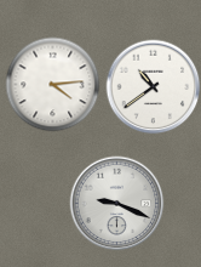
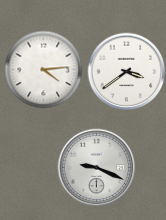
clock at (153, 86): 10:39 -> 3:39
